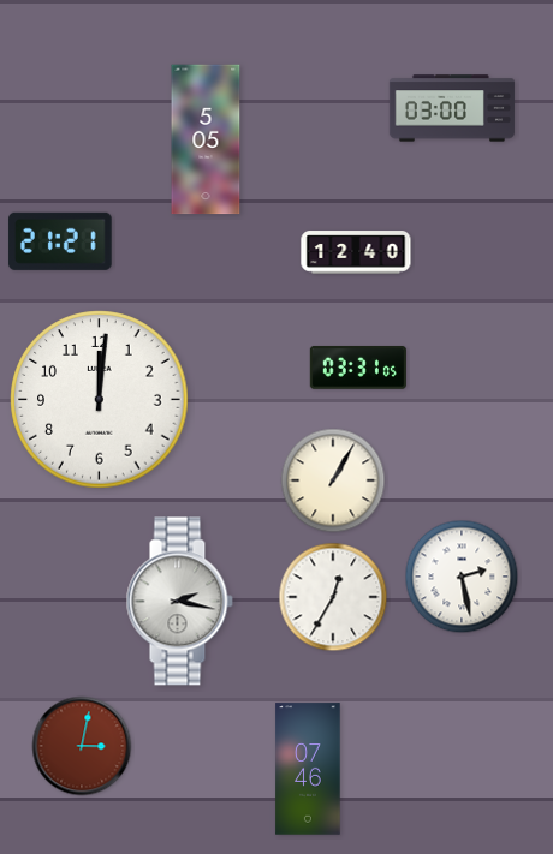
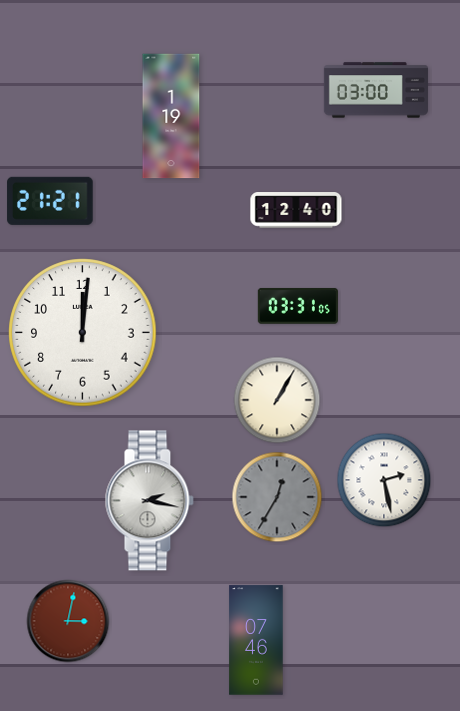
clock at (206, 139): 5:05 -> 1:19
clock at (333, 597) dial: white -> grey
